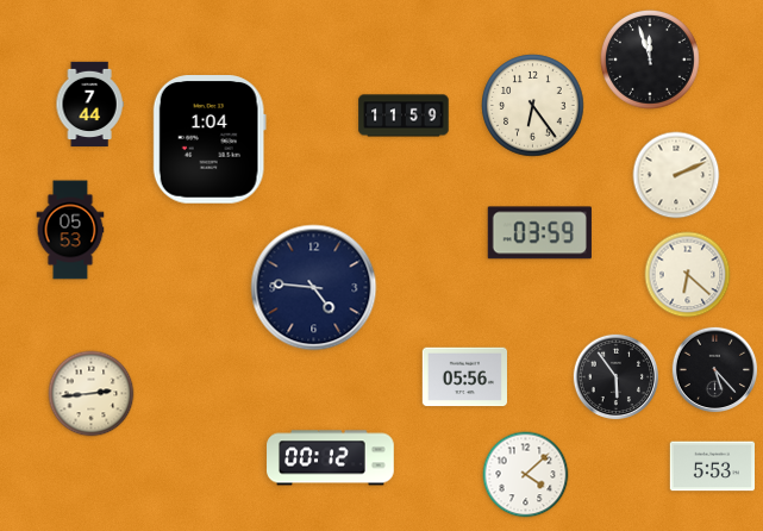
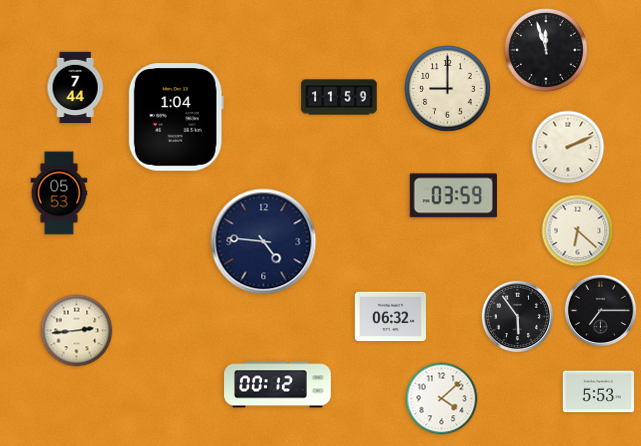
clock at (533, 106): 6:24 -> 9:00
clock at (715, 370): 5:23 -> 7:15
clock at (464, 377): 05:56 -> 06:32
